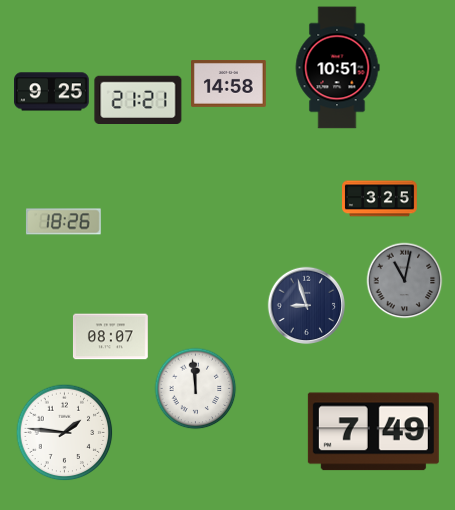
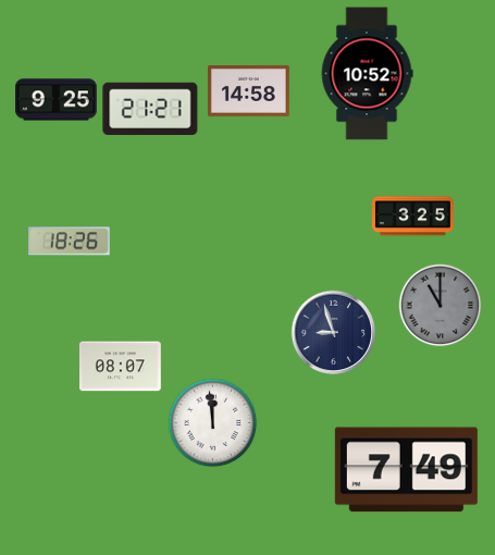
clock at (337, 68): 10:51 -> 10:52
clock at (405, 281): 11:02 -> 11:00
clock at (65, 433): 1:46 -> none
